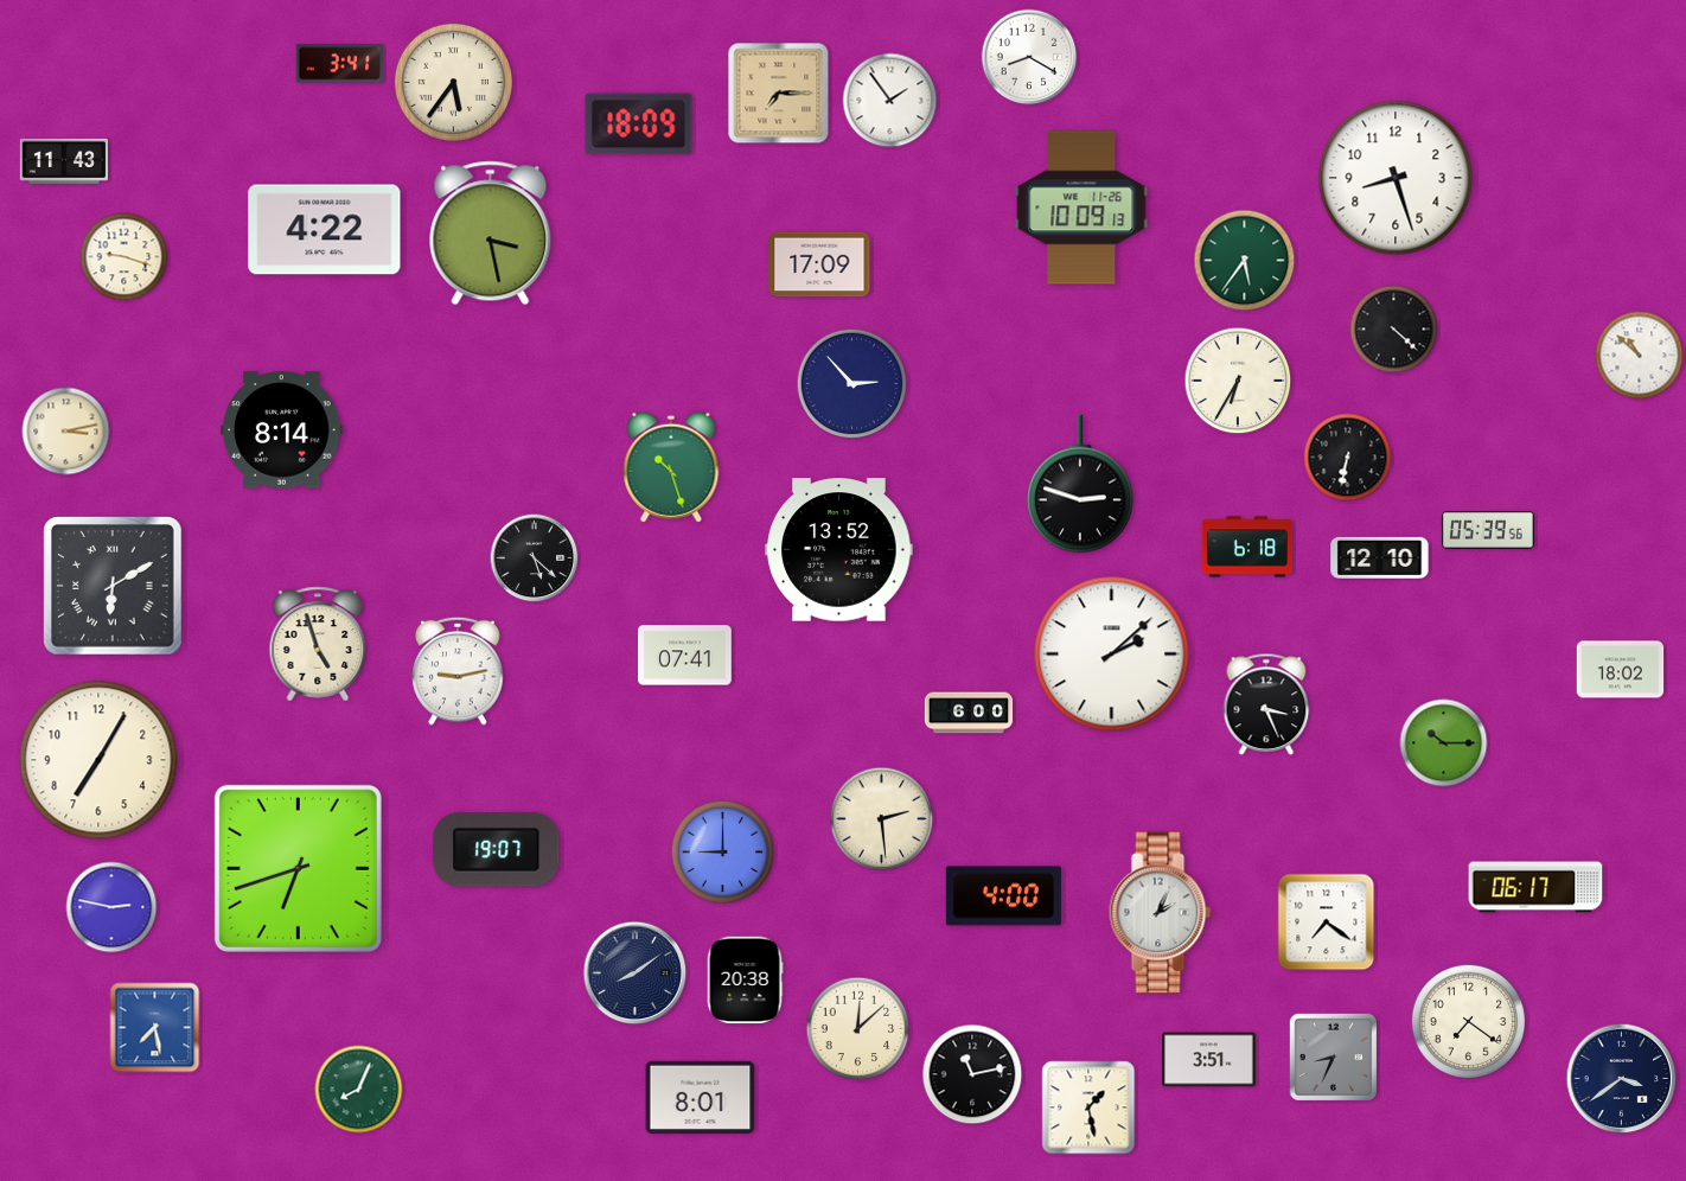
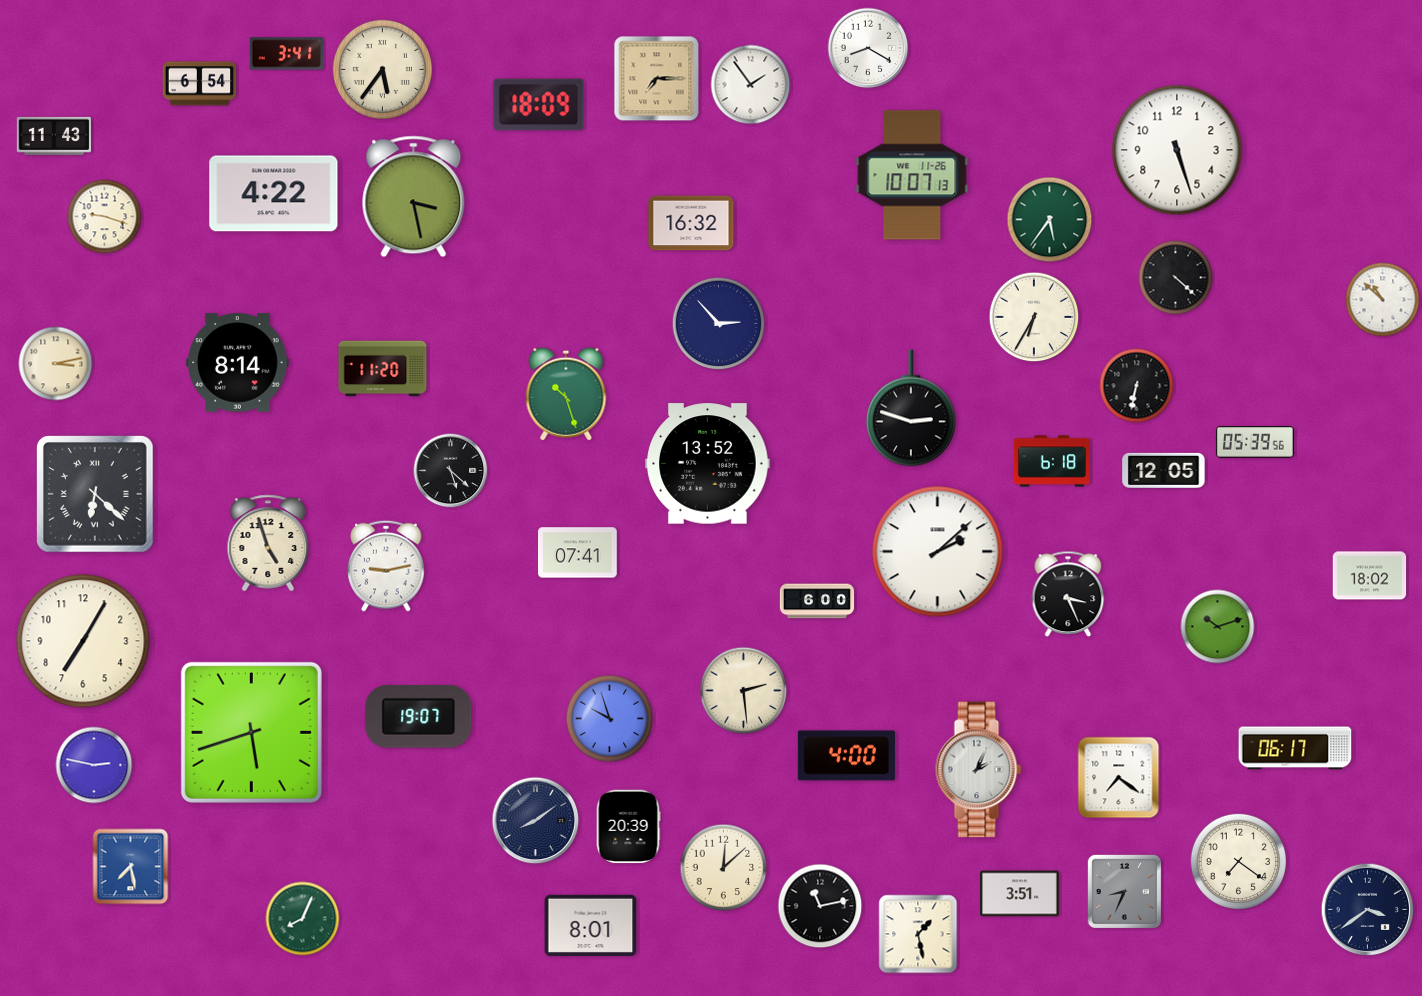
clock at (200, 84): none -> 6:54
clock at (1396, 178): 8:27 -> 5:27
clock at (1081, 208): 10:09 -> 10:07
clock at (819, 264): 17:09 -> 16:32
clock at (1238, 381) position: (1238, 381) -> (1034, 317)
clock at (383, 369): none -> 11:20
clock at (1488, 530) position: (1488, 530) -> (1255, 442)
clock at (1380, 557): 12:10 -> 12:05
clock at (114, 587): 6:10 -> 6:22
clock at (1621, 670) position: (1621, 670) -> (1370, 576)
clock at (1444, 743): 10:15 -> 10:12
clock at (723, 853): 9:00 -> 9:57
clock at (298, 868): 6:42 -> 5:42
clock at (745, 981): 20:38 -> 20:39
